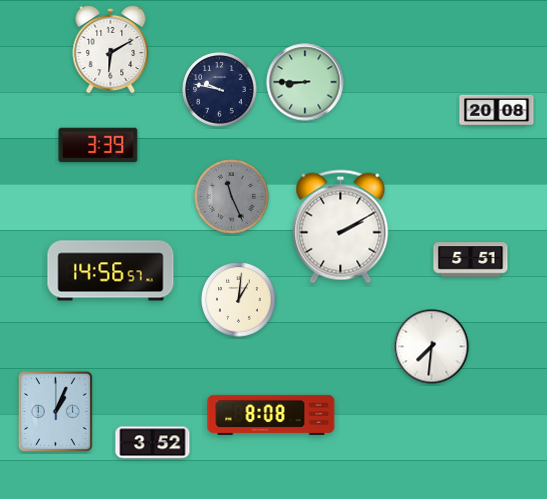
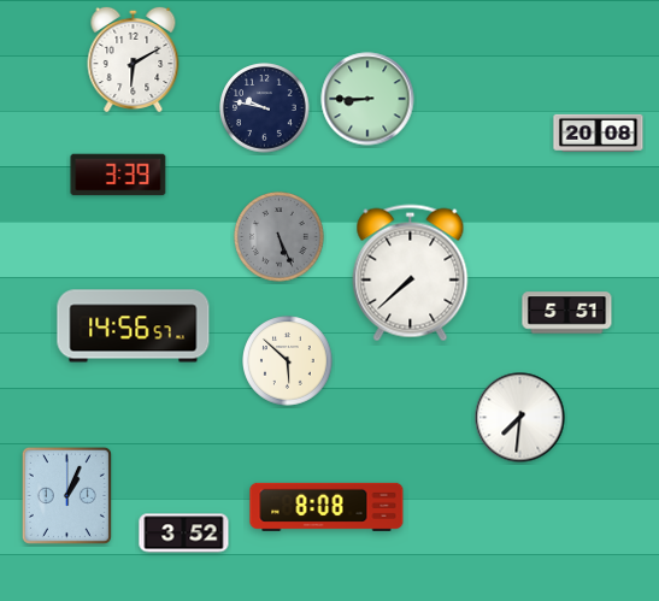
clock at (232, 197): 11:26 -> 5:26
clock at (341, 227): 2:10 -> 7:38
clock at (239, 300): 1:01 -> 5:52
clock at (271, 415) position: (271, 415) -> (326, 507)
